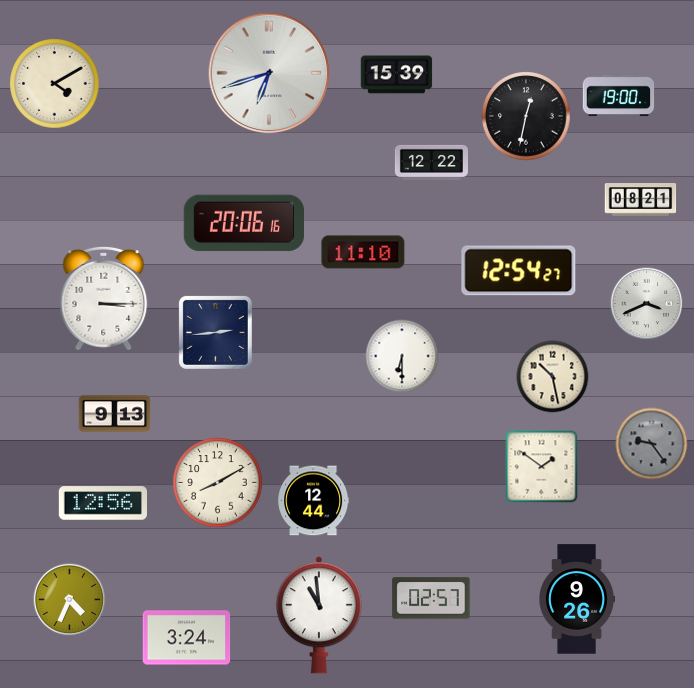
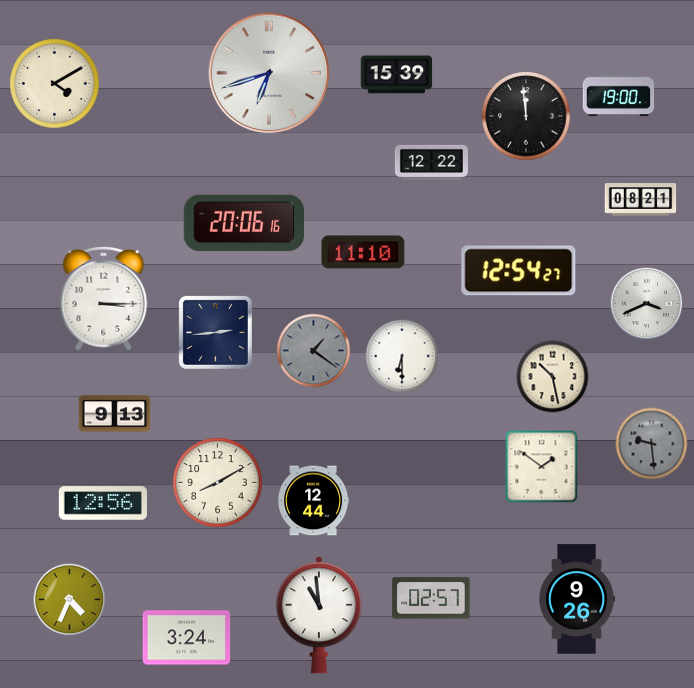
clock at (526, 116): 12:32 -> 11:59
clock at (314, 351): none -> 1:21
clock at (652, 444): 9:24 -> 9:29
